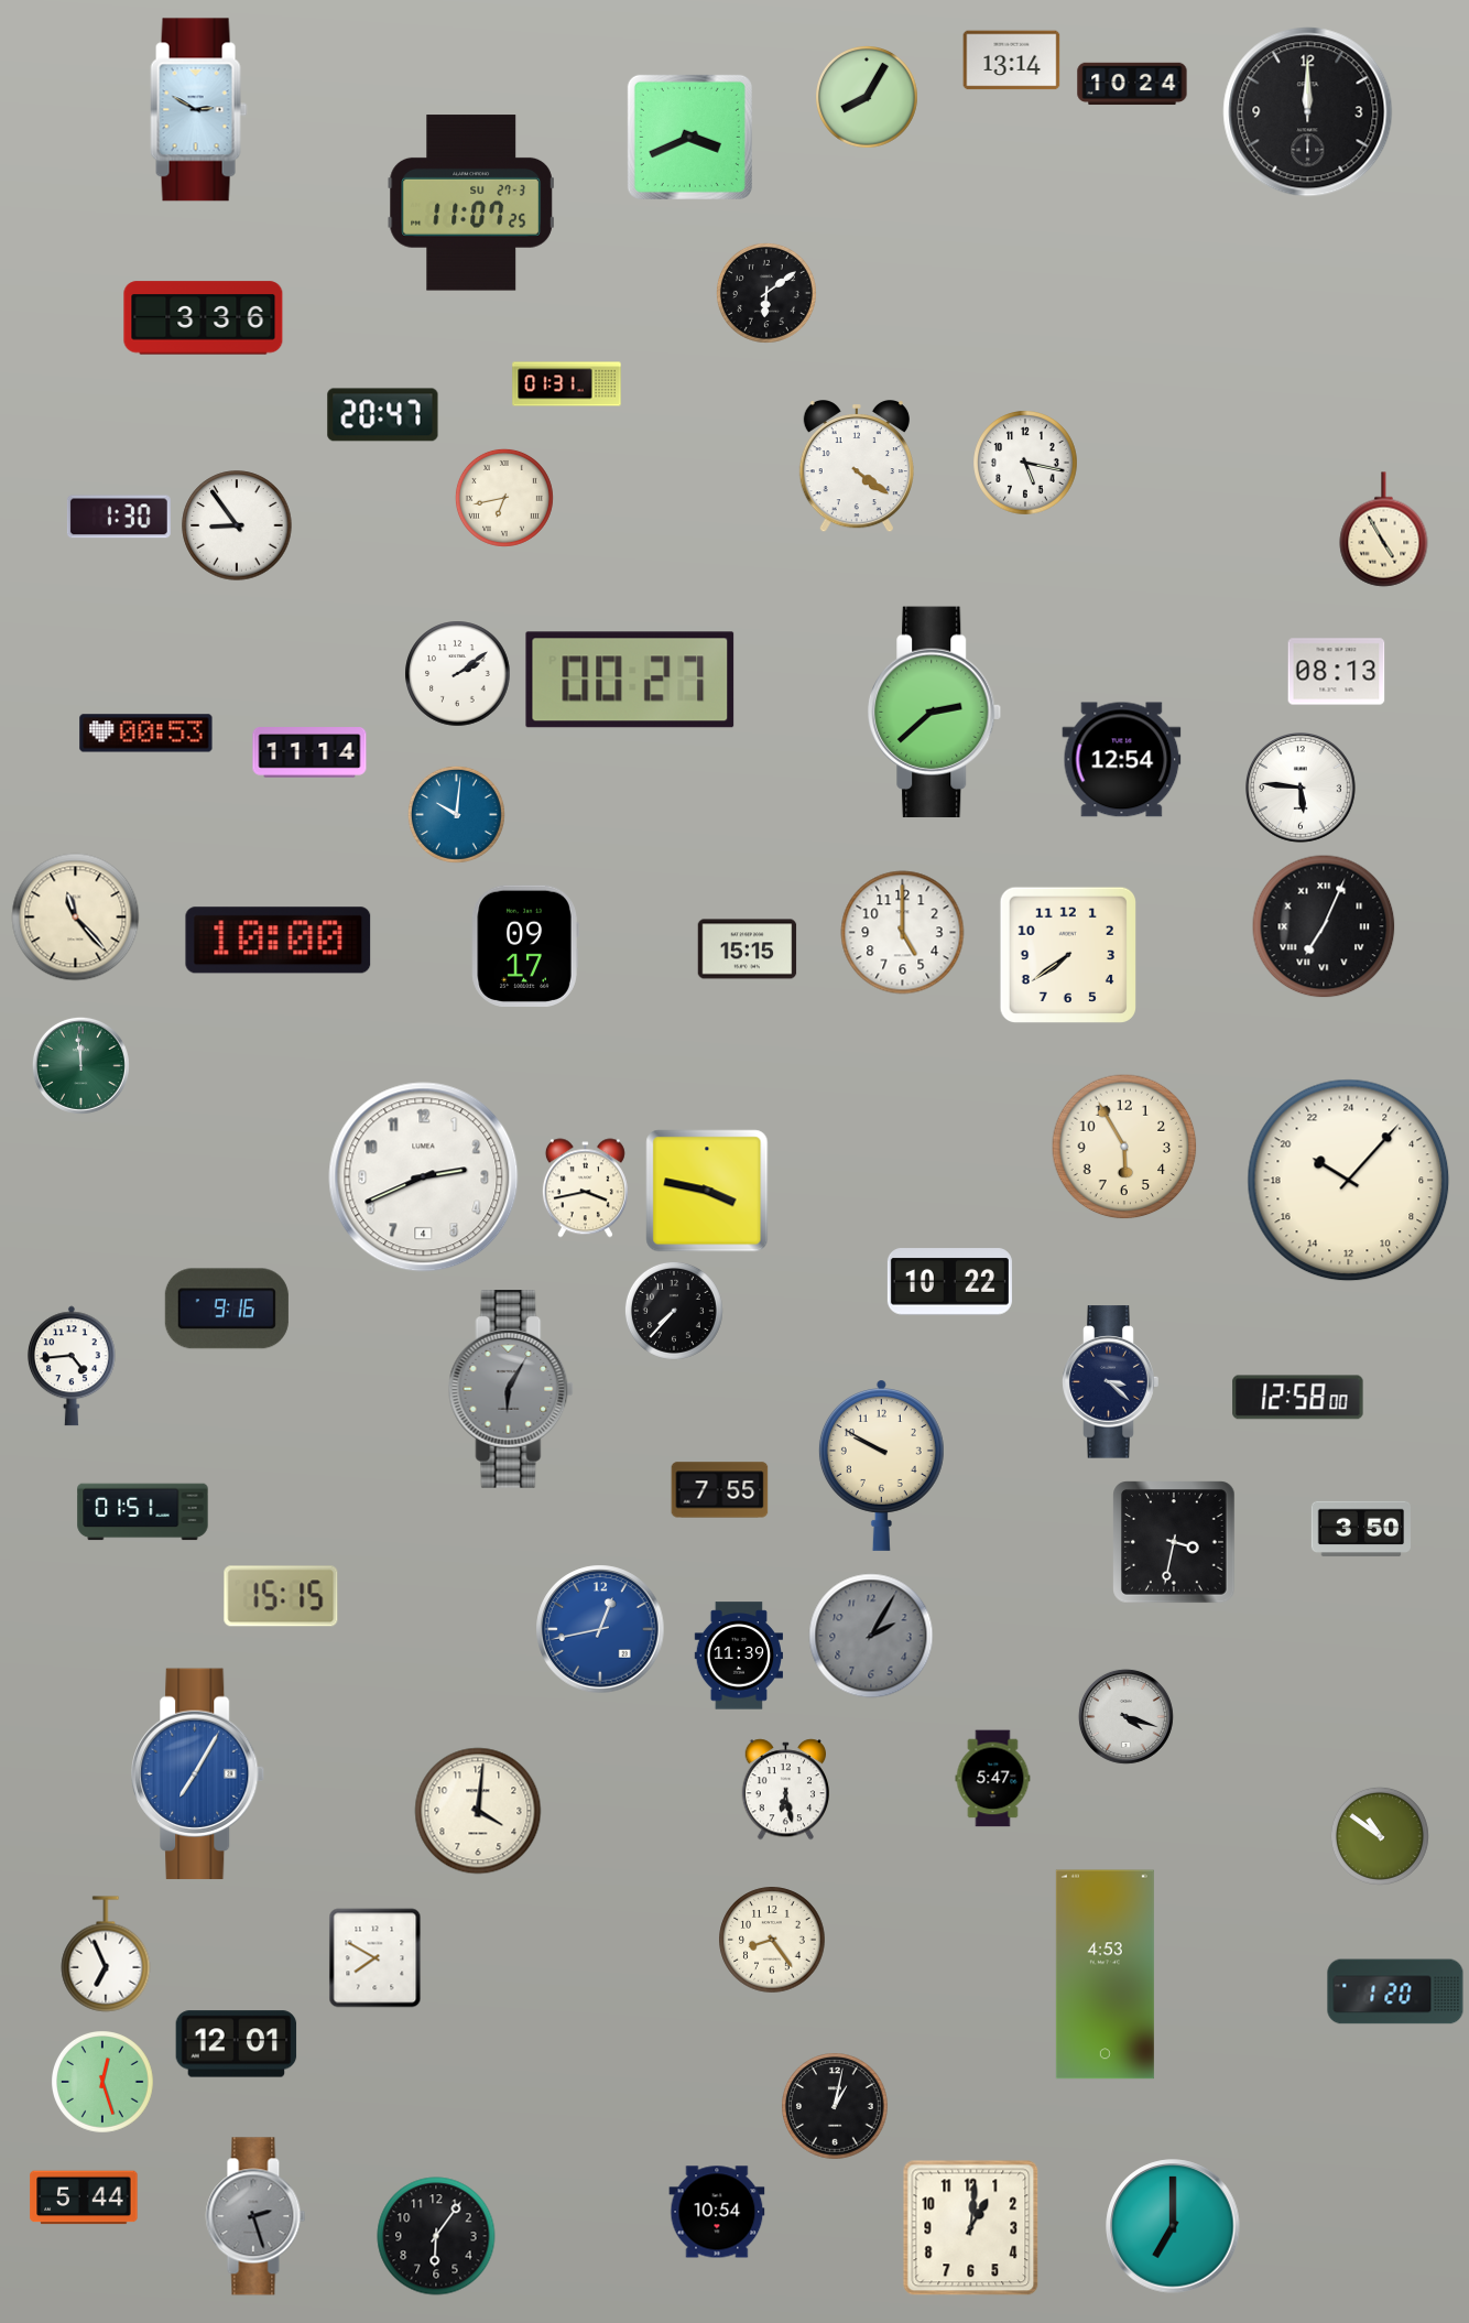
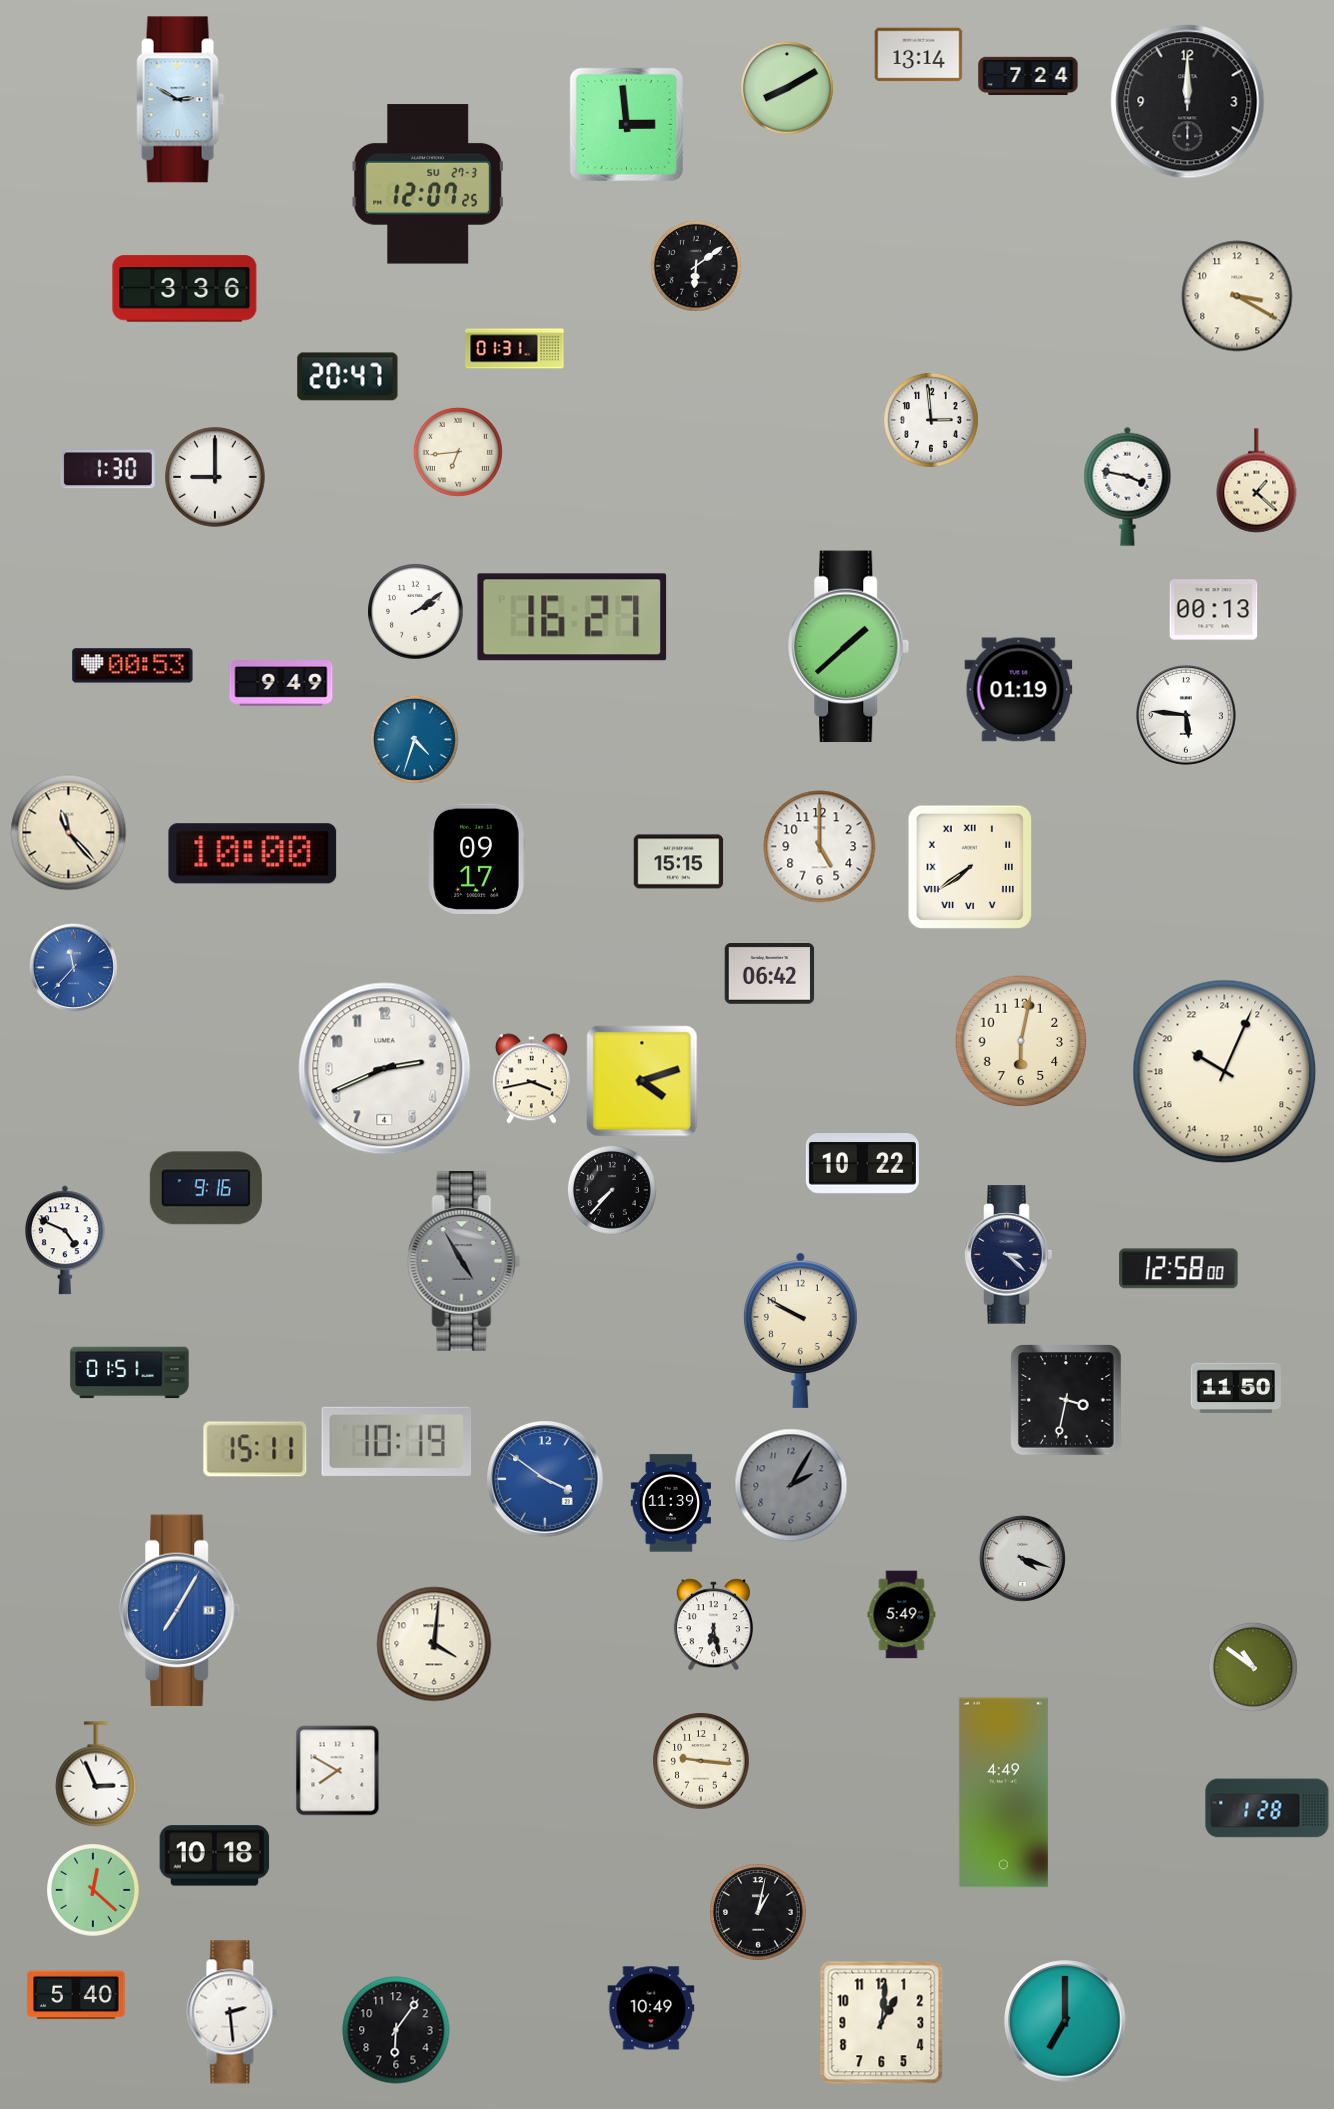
clock at (1132, 84): 10:24 -> 7:24
clock at (868, 98): 8:05 -> 8:10
clock at (689, 137): 3:41 -> 2:59
clock at (471, 203): 11:07 -> 12:07
clock at (1237, 296): none -> 3:20
clock at (1025, 463): 5:17 -> 2:59
clock at (857, 466): 4:21 -> none
clock at (504, 498): 6:43 -> 6:44
clock at (237, 525): 8:54 -> 9:00
clock at (1384, 530): 4:55 -> 1:22
clock at (1128, 486): none -> 3:47
clock at (1337, 672): 08:13 -> 00:13
clock at (630, 680): 00:27 -> 16:27
clock at (935, 713): 2:38 -> 1:38
clock at (309, 752): 11:14 -> 9:49
clock at (1122, 760): 12:54 -> 01:19
clock at (1302, 789) position: (1302, 789) -> (1187, 716)
clock at (456, 814): 10:01 -> 4:33
clock at (1324, 926): 7:04 -> none
clock at (1067, 954) numerals: Arabic -> Roman
clock at (80, 1065): 11:59 -> 11:37
clock at (80, 1065) dial: green -> blue
clock at (770, 974): none -> 06:42
clock at (1124, 1147): 5:55 -> 6:02
clock at (1349, 1181): 20:07 -> 20:04
clock at (707, 1191): 3:47 -> 4:12
clock at (72, 1366): 4:44 -> 4:49
clock at (511, 1389): 6:05 -> 4:55
clock at (720, 1490): 7:55 -> none
clock at (1361, 1529): 3:50 -> 11:50
clock at (397, 1441): none -> 10:19
clock at (281, 1596): 15:15 -> 15:11
clock at (600, 1629): 12:43 -> 3:51
clock at (993, 1779): 5:47 -> 5:49
clock at (772, 1940): 8:24 -> 9:16
clock at (106, 1954): 6:56 -> 2:56
clock at (376, 1958) position: (376, 1958) -> (338, 1771)
clock at (1105, 1975): 4:53 -> 4:49
clock at (1395, 1991): 1:20 -> 1:28
clock at (237, 2044): 12:01 -> 10:18
clock at (104, 2083): 12:27 -> 12:22
clock at (84, 2197): 5:44 -> 5:40
clock at (717, 2212): 10:54 -> 10:49
clock at (255, 2216): 2:27 -> 2:29
clock at (255, 2216) dial: grey -> white
